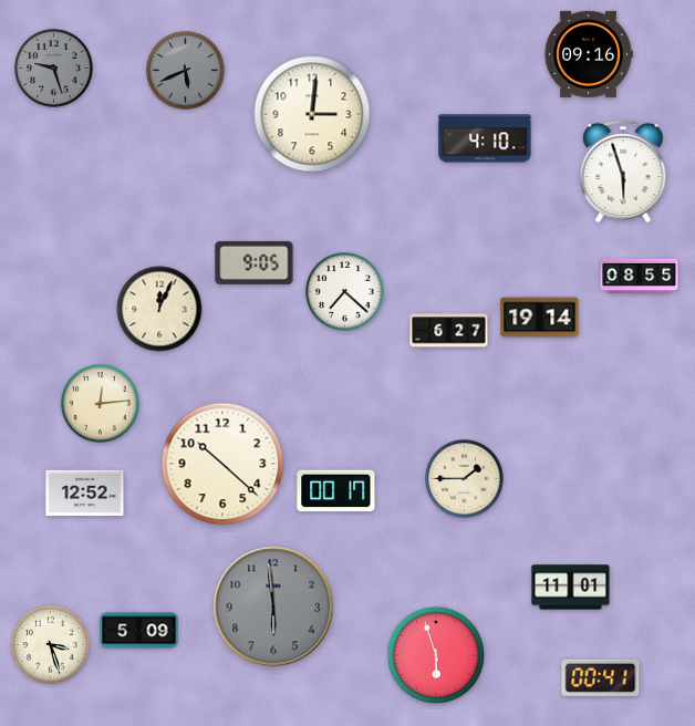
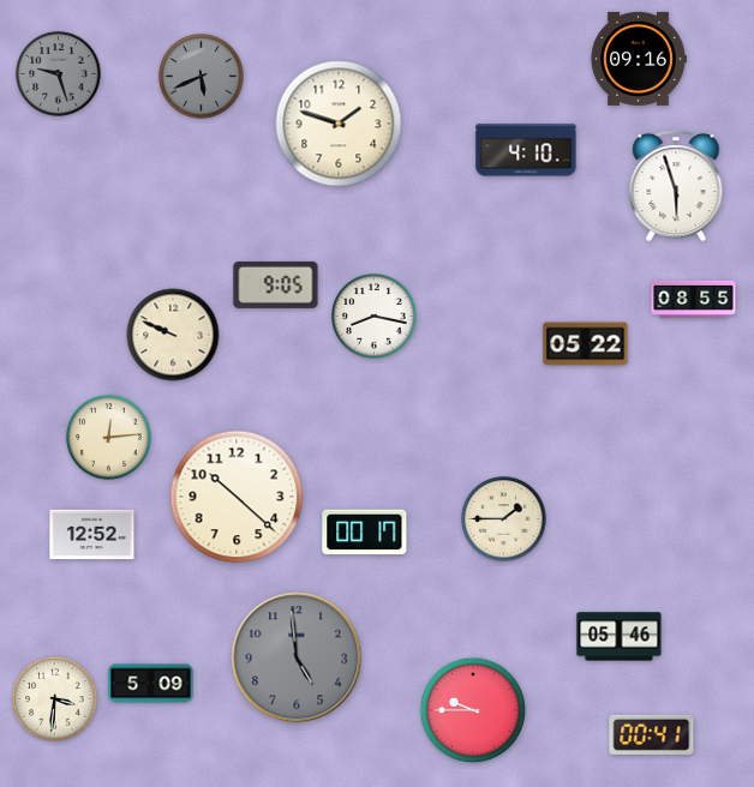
clock at (312, 114): 3:01 -> 1:48
clock at (345, 292): 7:22 -> 8:17
clock at (159, 309): 12:04 -> 9:49
clock at (540, 318): 19:14 -> 05:22
clock at (449, 331): 6:27 -> none
clock at (222, 464) position: (222, 464) -> (237, 497)
clock at (571, 588): 11:01 -> 05:46
clock at (273, 606): 5:59 -> 4:59
clock at (51, 645): 3:27 -> 3:31
clock at (436, 655): 5:57 -> 9:45
